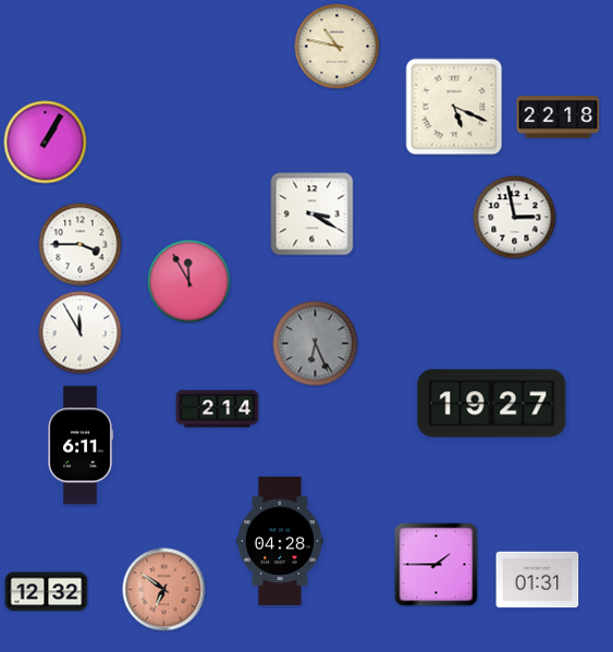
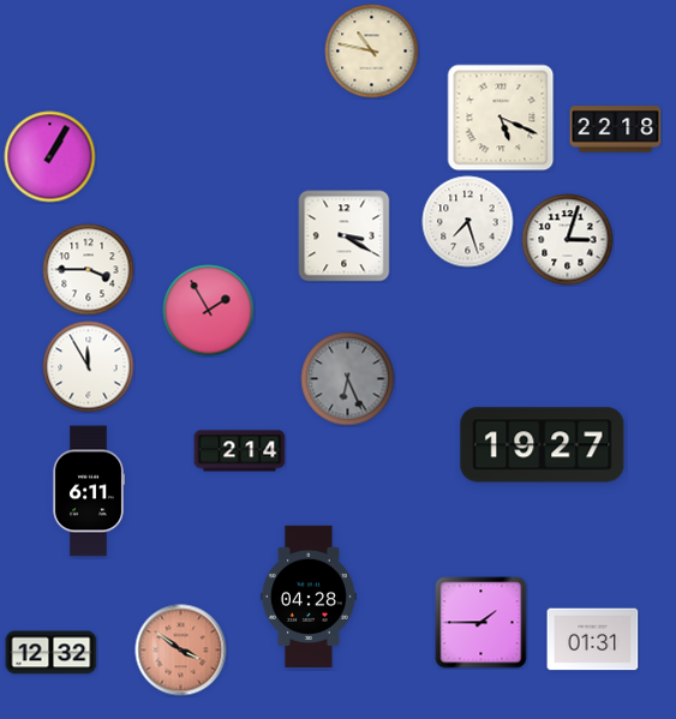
clock at (468, 222): none -> 7:27
clock at (515, 218): 2:58 -> 3:03
clock at (189, 282): 11:55 -> 1:55
clock at (164, 590): 6:51 -> 3:51
